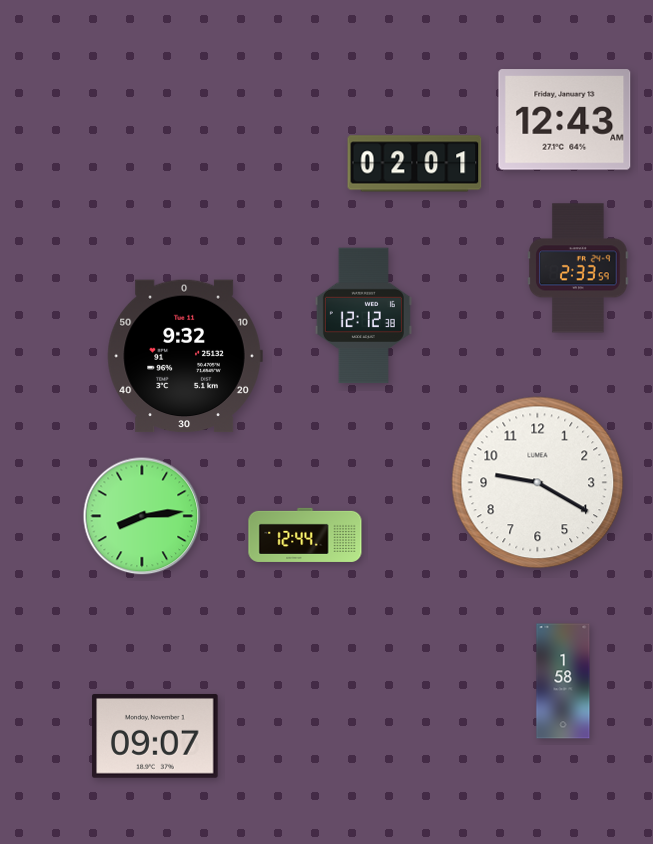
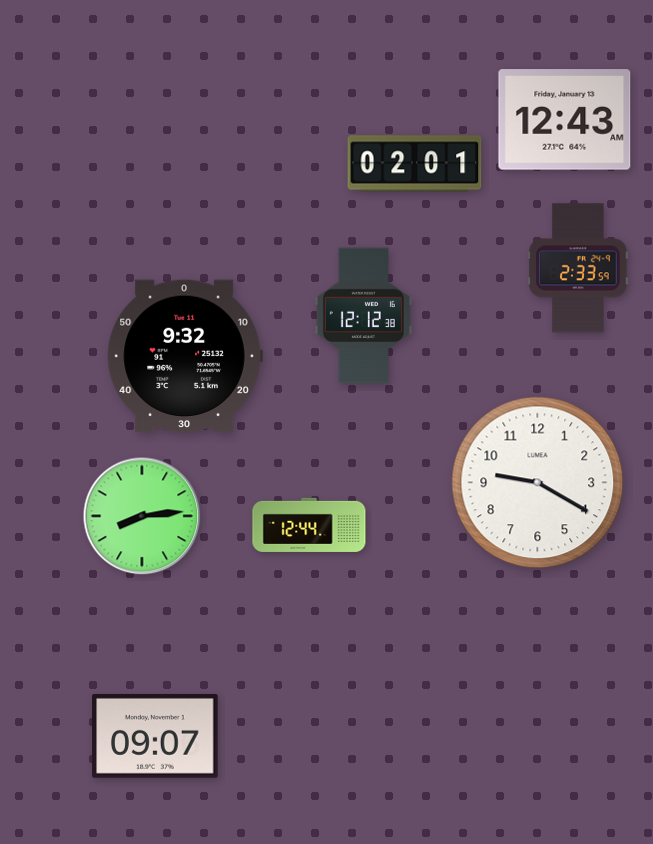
clock at (305, 535) position: (305, 535) -> (309, 525)
clock at (563, 681): 1:58 -> none
